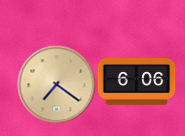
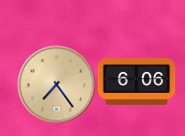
clock at (56, 84): 7:21 -> 7:24
